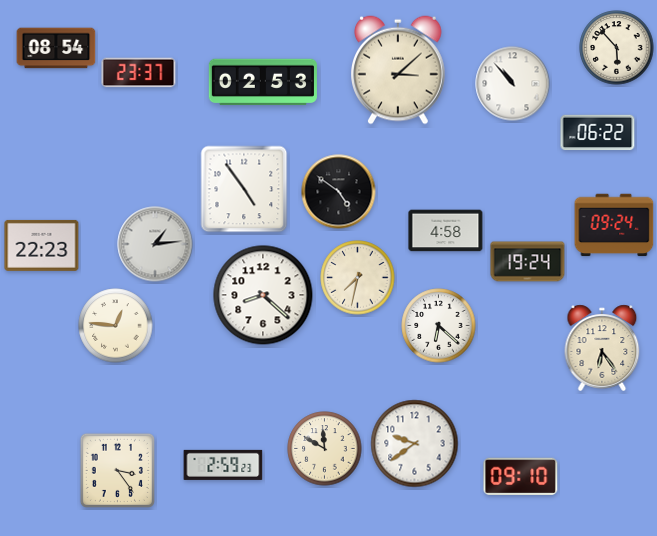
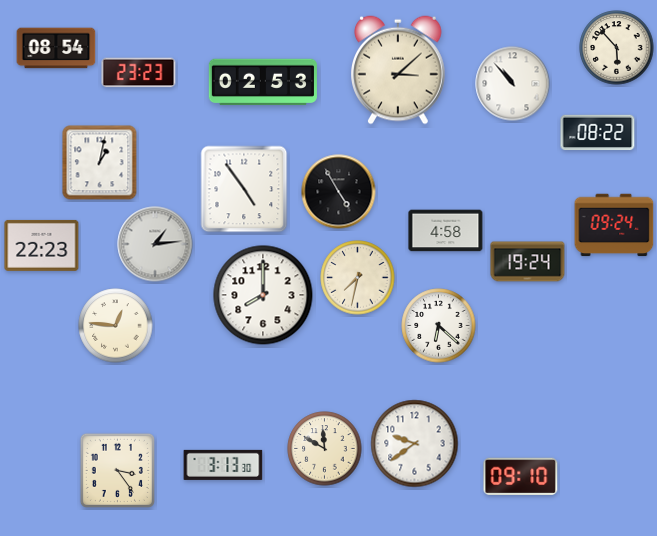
clock at (139, 73): 23:37 -> 23:23
clock at (598, 133): 06:22 -> 08:22
clock at (100, 163): none -> 1:02
clock at (339, 192): 4:51 -> 4:55
clock at (263, 295): 8:22 -> 8:00
clock at (602, 348): 6:24 -> none
clock at (223, 465): 2:59 -> 3:13
